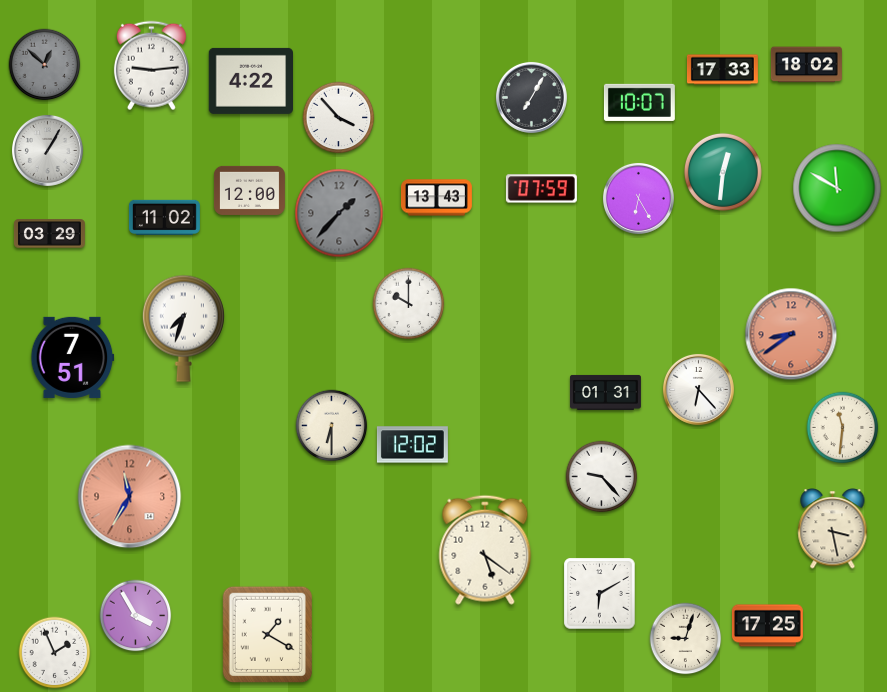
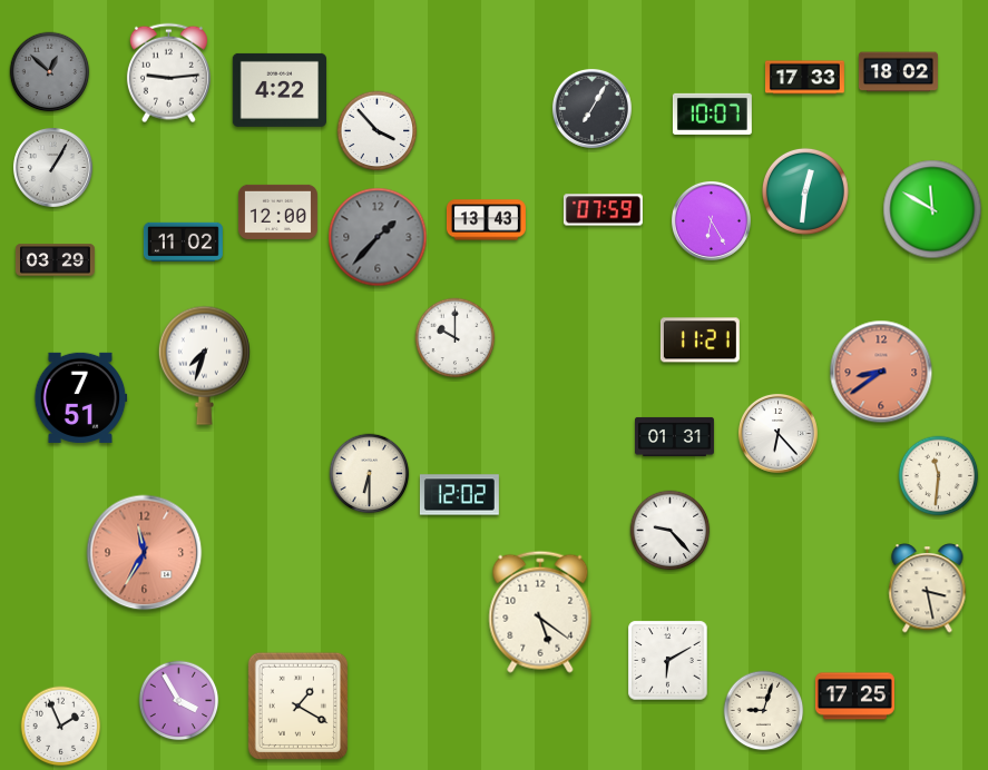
clock at (700, 340): none -> 11:21
clock at (136, 616) position: (136, 616) -> (179, 701)
